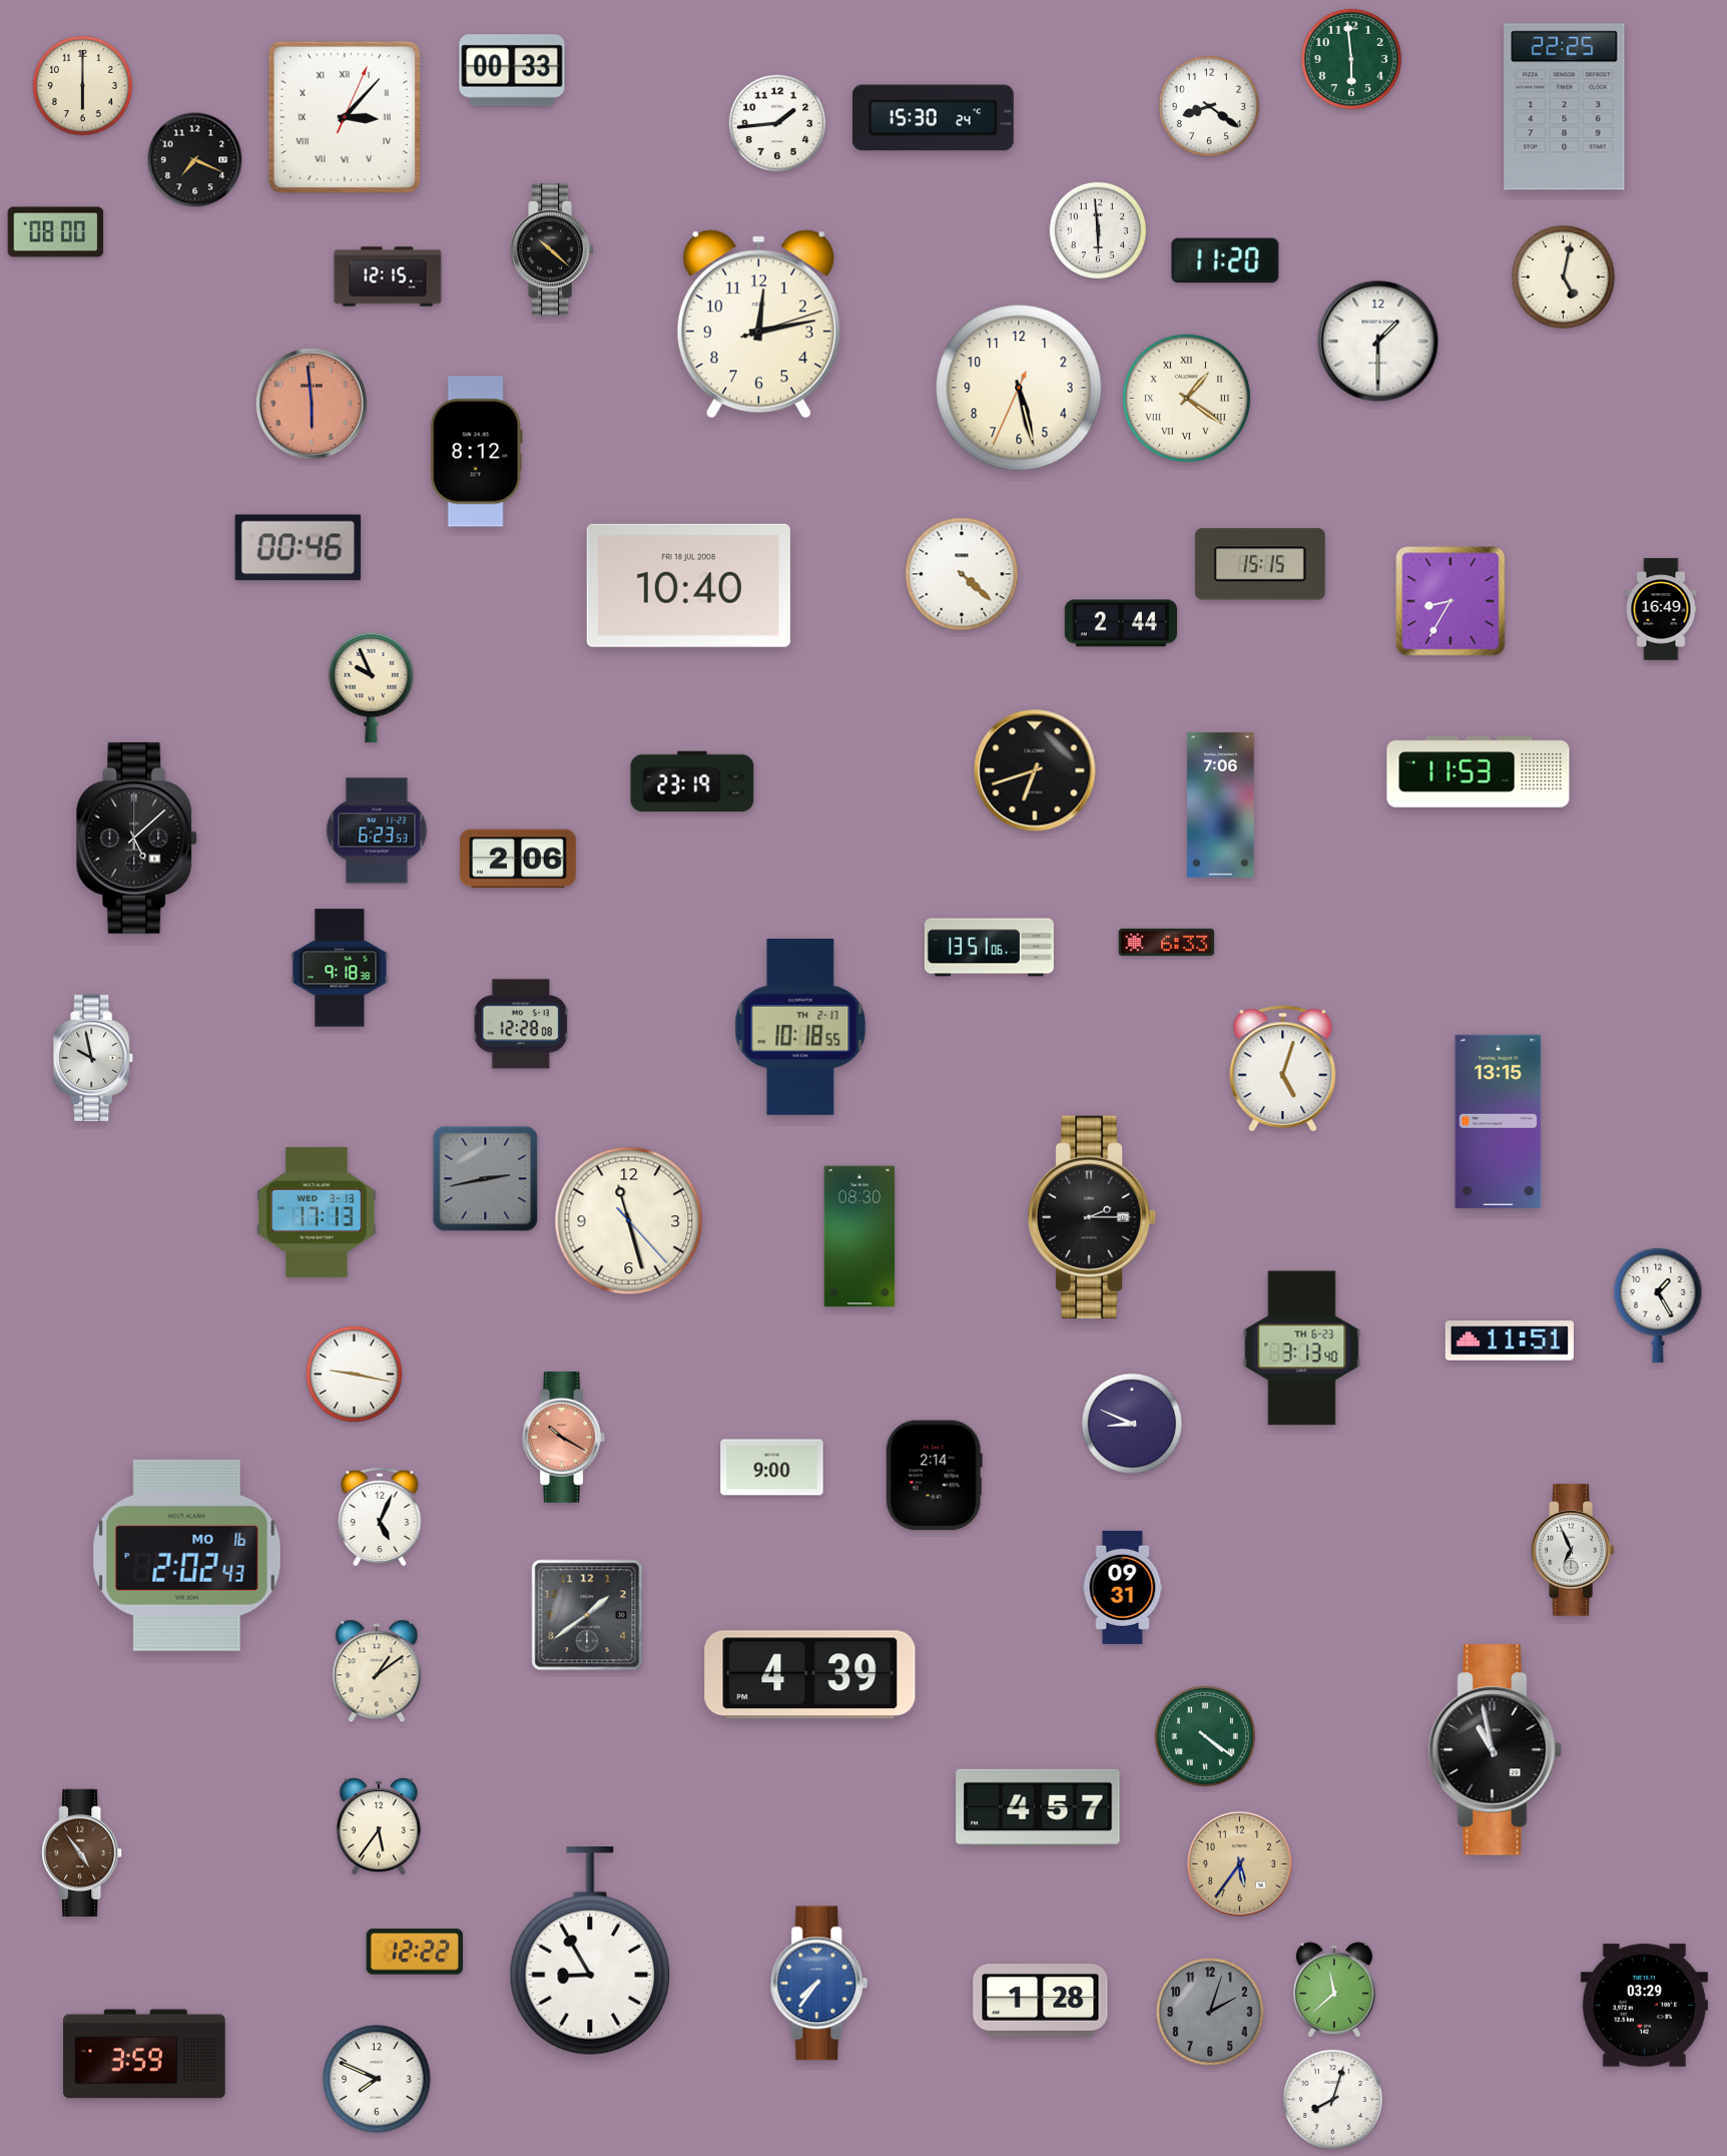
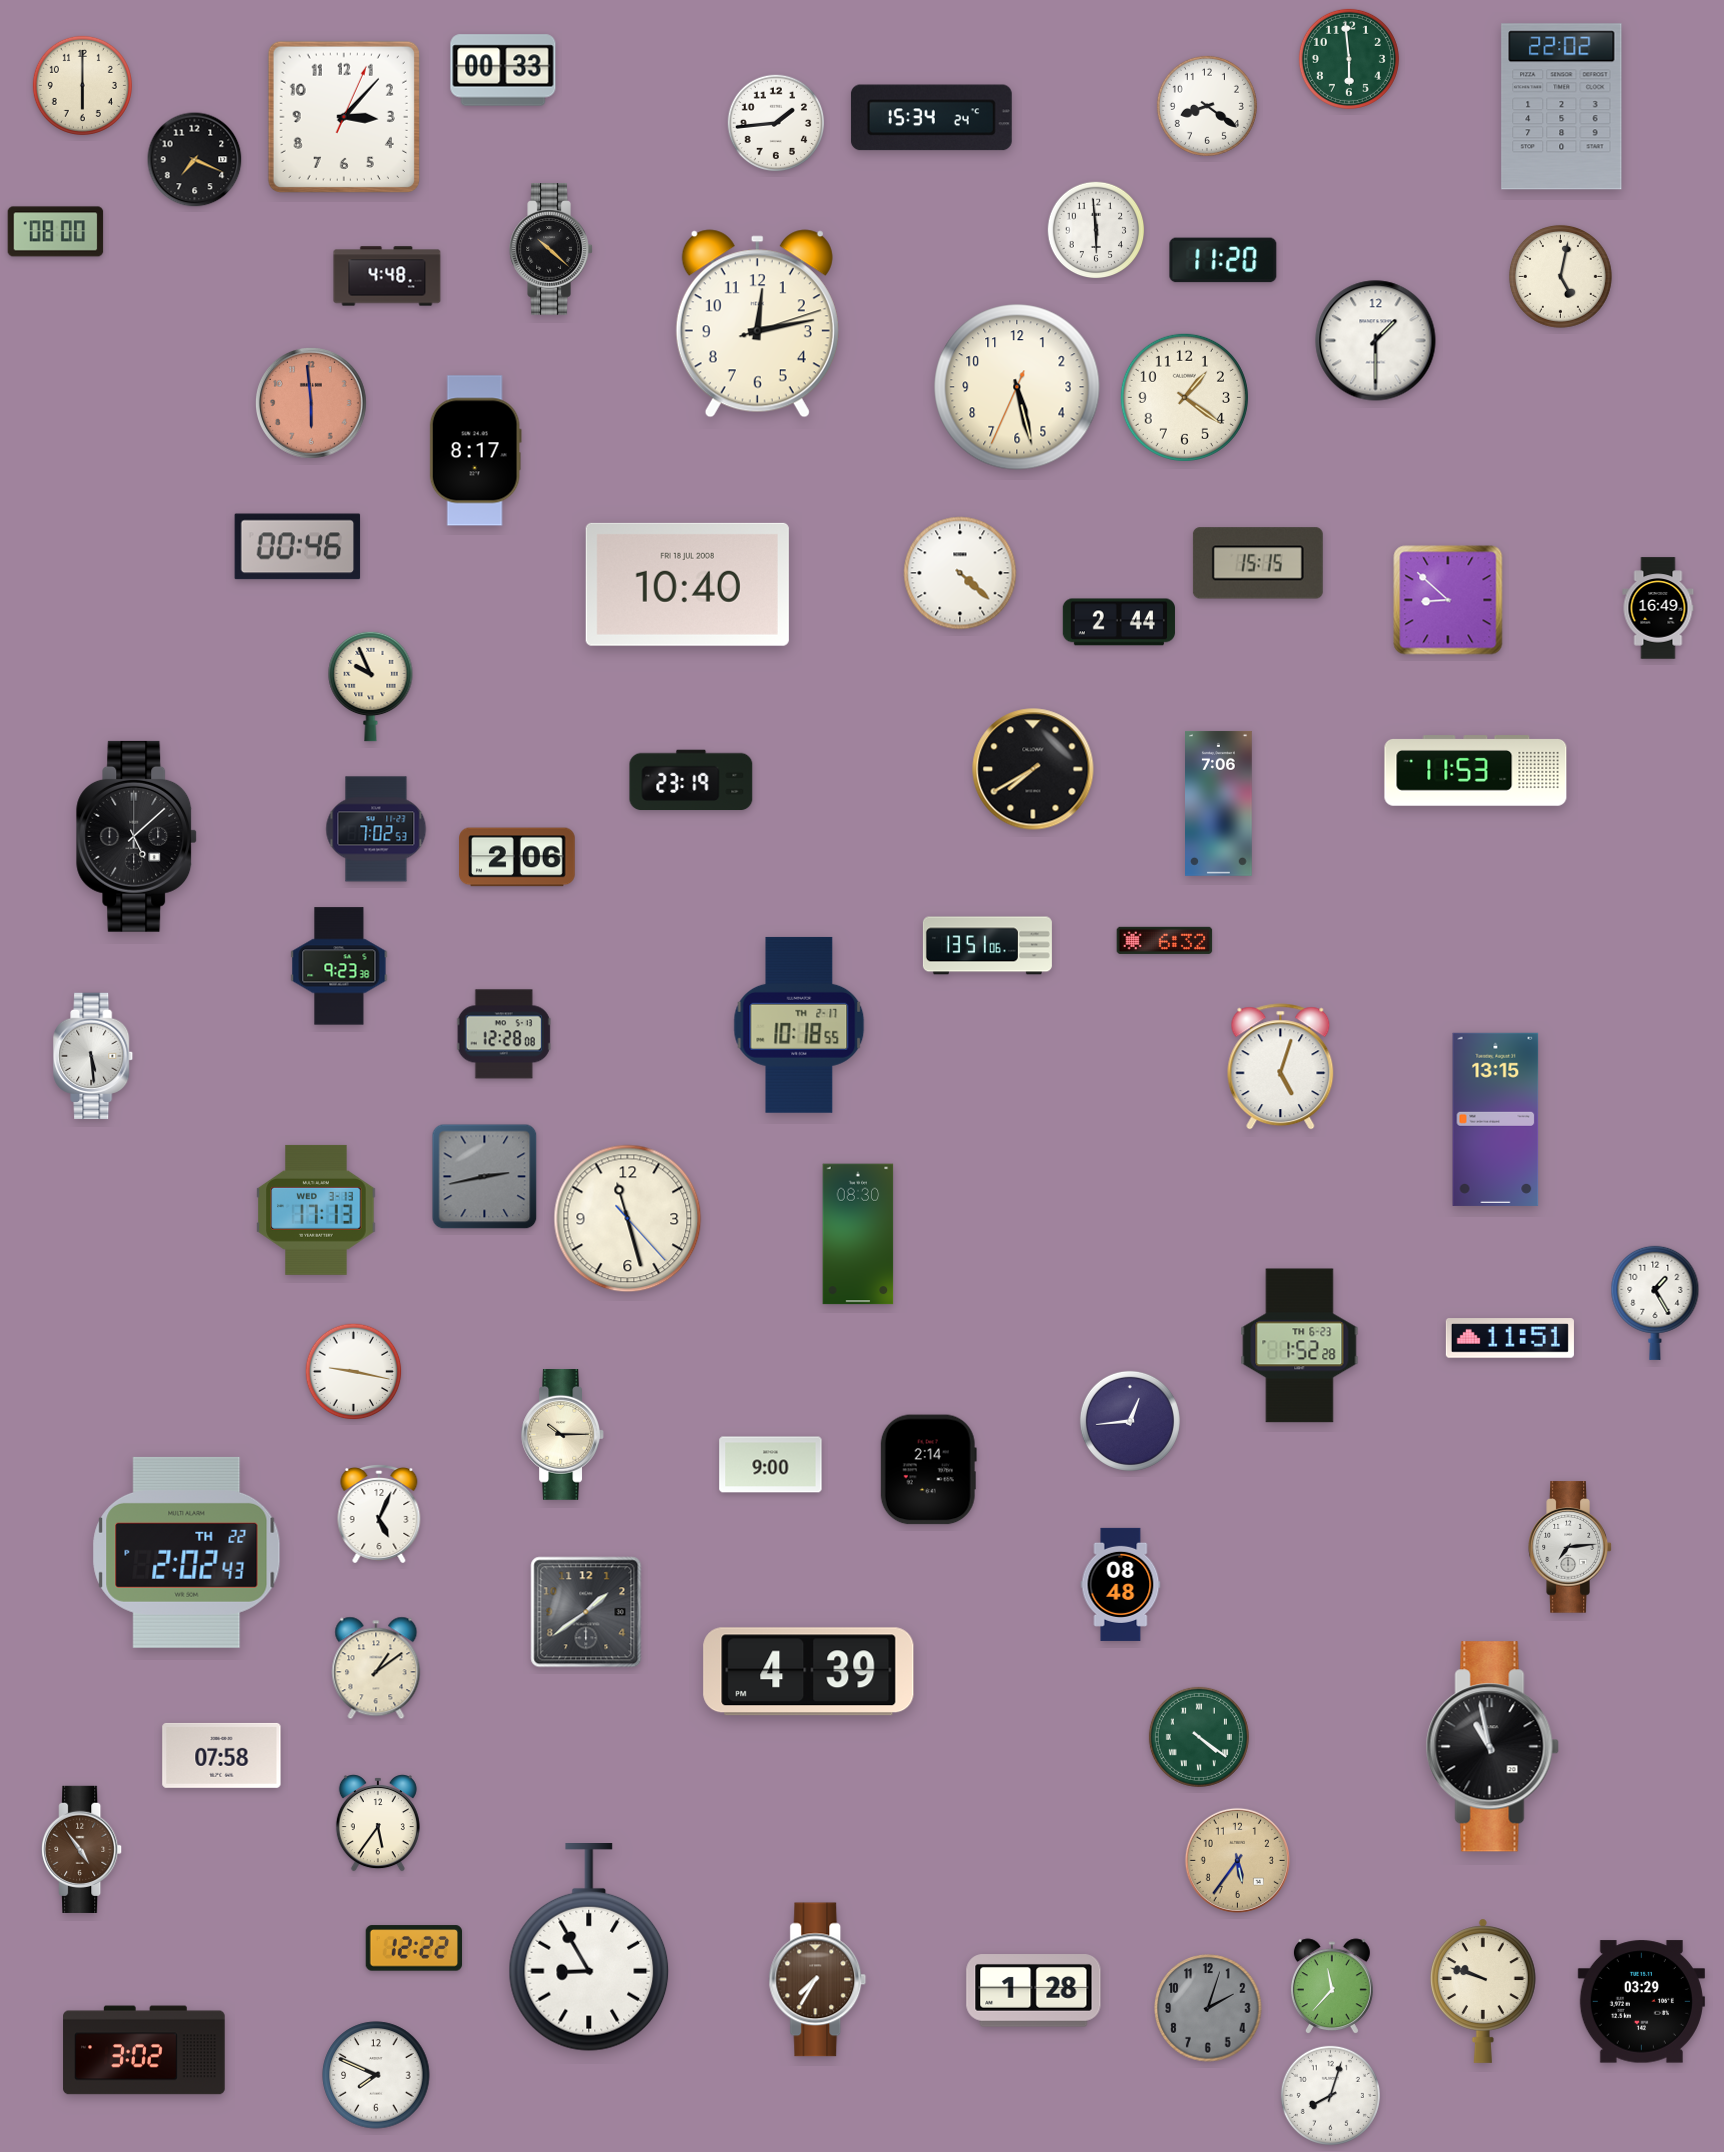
clock at (512, 70) position: (512, 70) -> (503, 70)
clock at (1565, 107): 22:25 -> 22:02
clock at (345, 117) numerals: Roman -> Arabic
clock at (933, 118): 15:30 -> 15:34
clock at (388, 277): 12:15 -> 4:48
clock at (1186, 398) numerals: Roman -> Arabic
clock at (476, 452): 8:12 -> 8:17
clock at (1451, 601): 8:35 -> 8:52
clock at (1035, 770): 6:42 -> 7:40
clock at (377, 831): 6:23 -> 7:02
clock at (1167, 942): 6:33 -> 6:32
clock at (340, 968): 9:18 -> 9:23
clock at (521, 1024) position: (521, 1024) -> (504, 1034)
clock at (94, 1058): 9:58 -> 5:29
clock at (1092, 1217): 2:15 -> none
clock at (1510, 1340) position: (1510, 1340) -> (1510, 1338)
clock at (1302, 1349): 3:13 -> 1:52
clock at (1132, 1424): 8:49 -> 12:44
clock at (563, 1438): 10:20 -> 10:15
clock at (563, 1438) dial: salmon -> cream
clock at (934, 1476) position: (934, 1476) -> (928, 1470)
clock at (1573, 1550): 6:56 -> 7:14
clock at (187, 1555) date: MO 16 -> TH 22
clock at (1123, 1587): 09:31 -> 08:48
clock at (1205, 1736) position: (1205, 1736) -> (1199, 1737)
clock at (222, 1755): none -> 07:58
clock at (1038, 1807): 4:57 -> none
clock at (819, 1984): 7:36 -> 7:35
clock at (819, 1984) dial: blue -> brown
clock at (1334, 1991): 11:38 -> 11:37
clock at (1483, 1991): none -> 9:48
clock at (1041, 2001) position: (1041, 2001) -> (1034, 1991)
clock at (144, 2054): 3:59 -> 3:02
